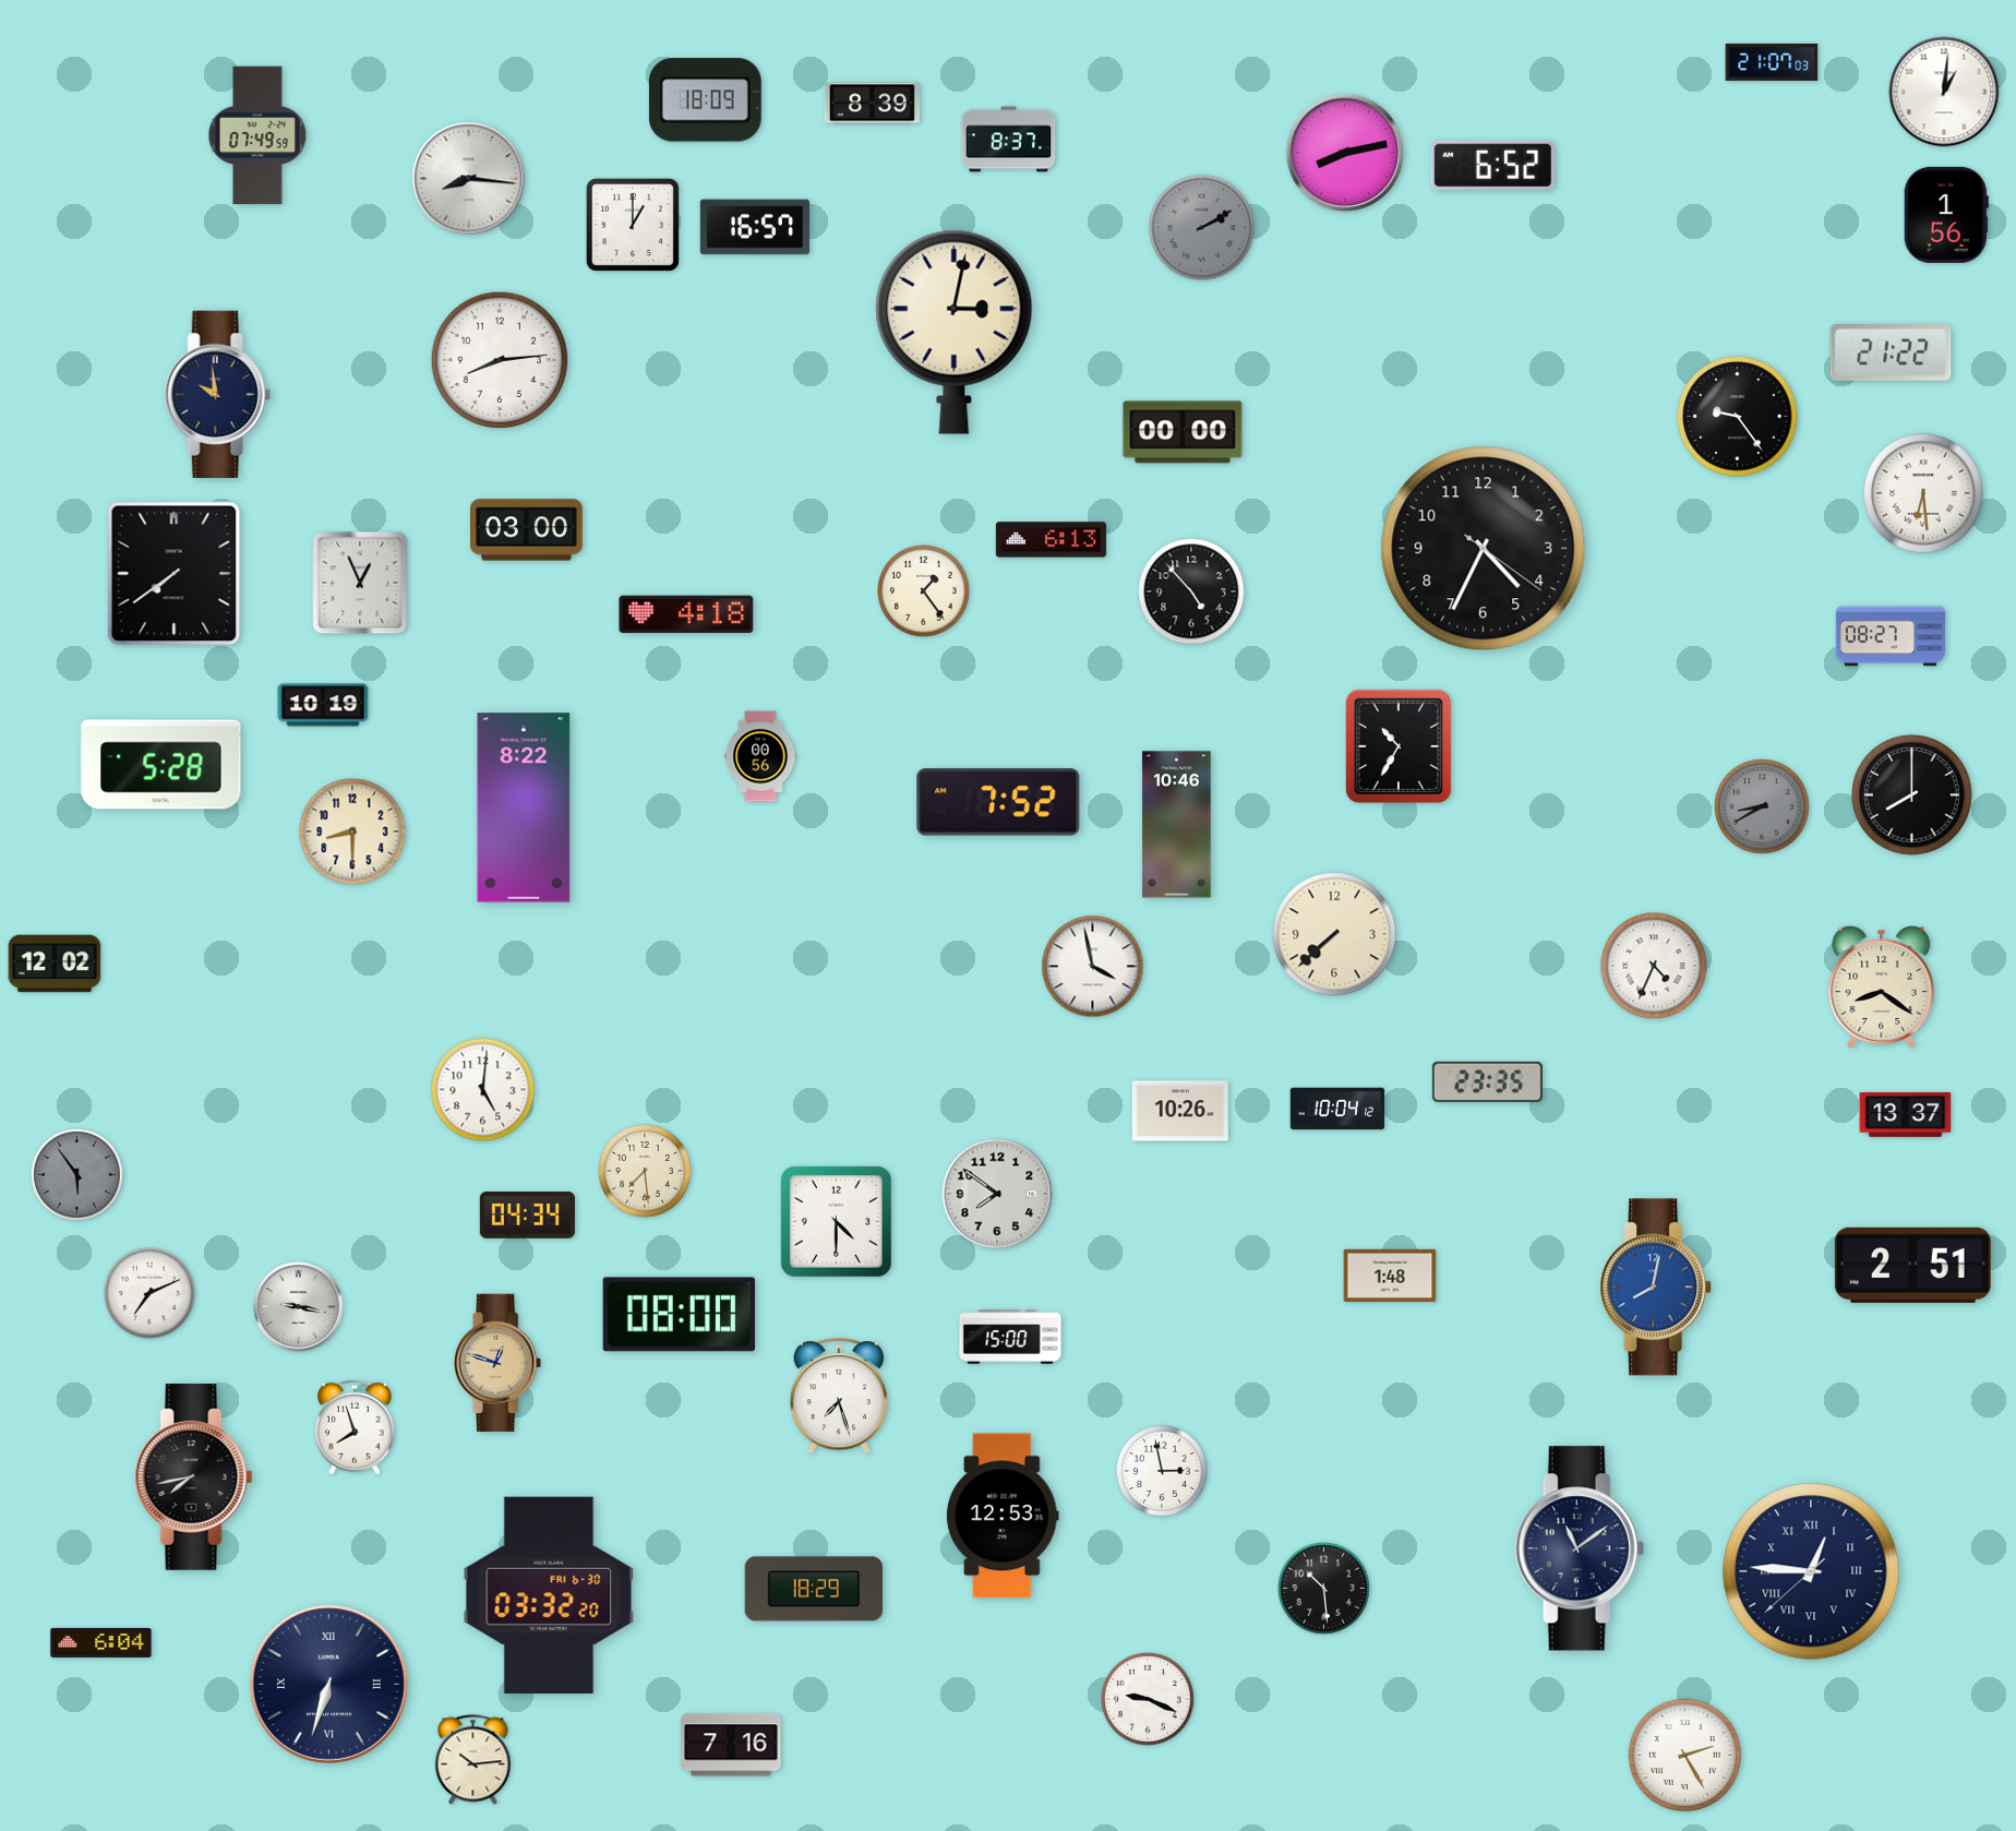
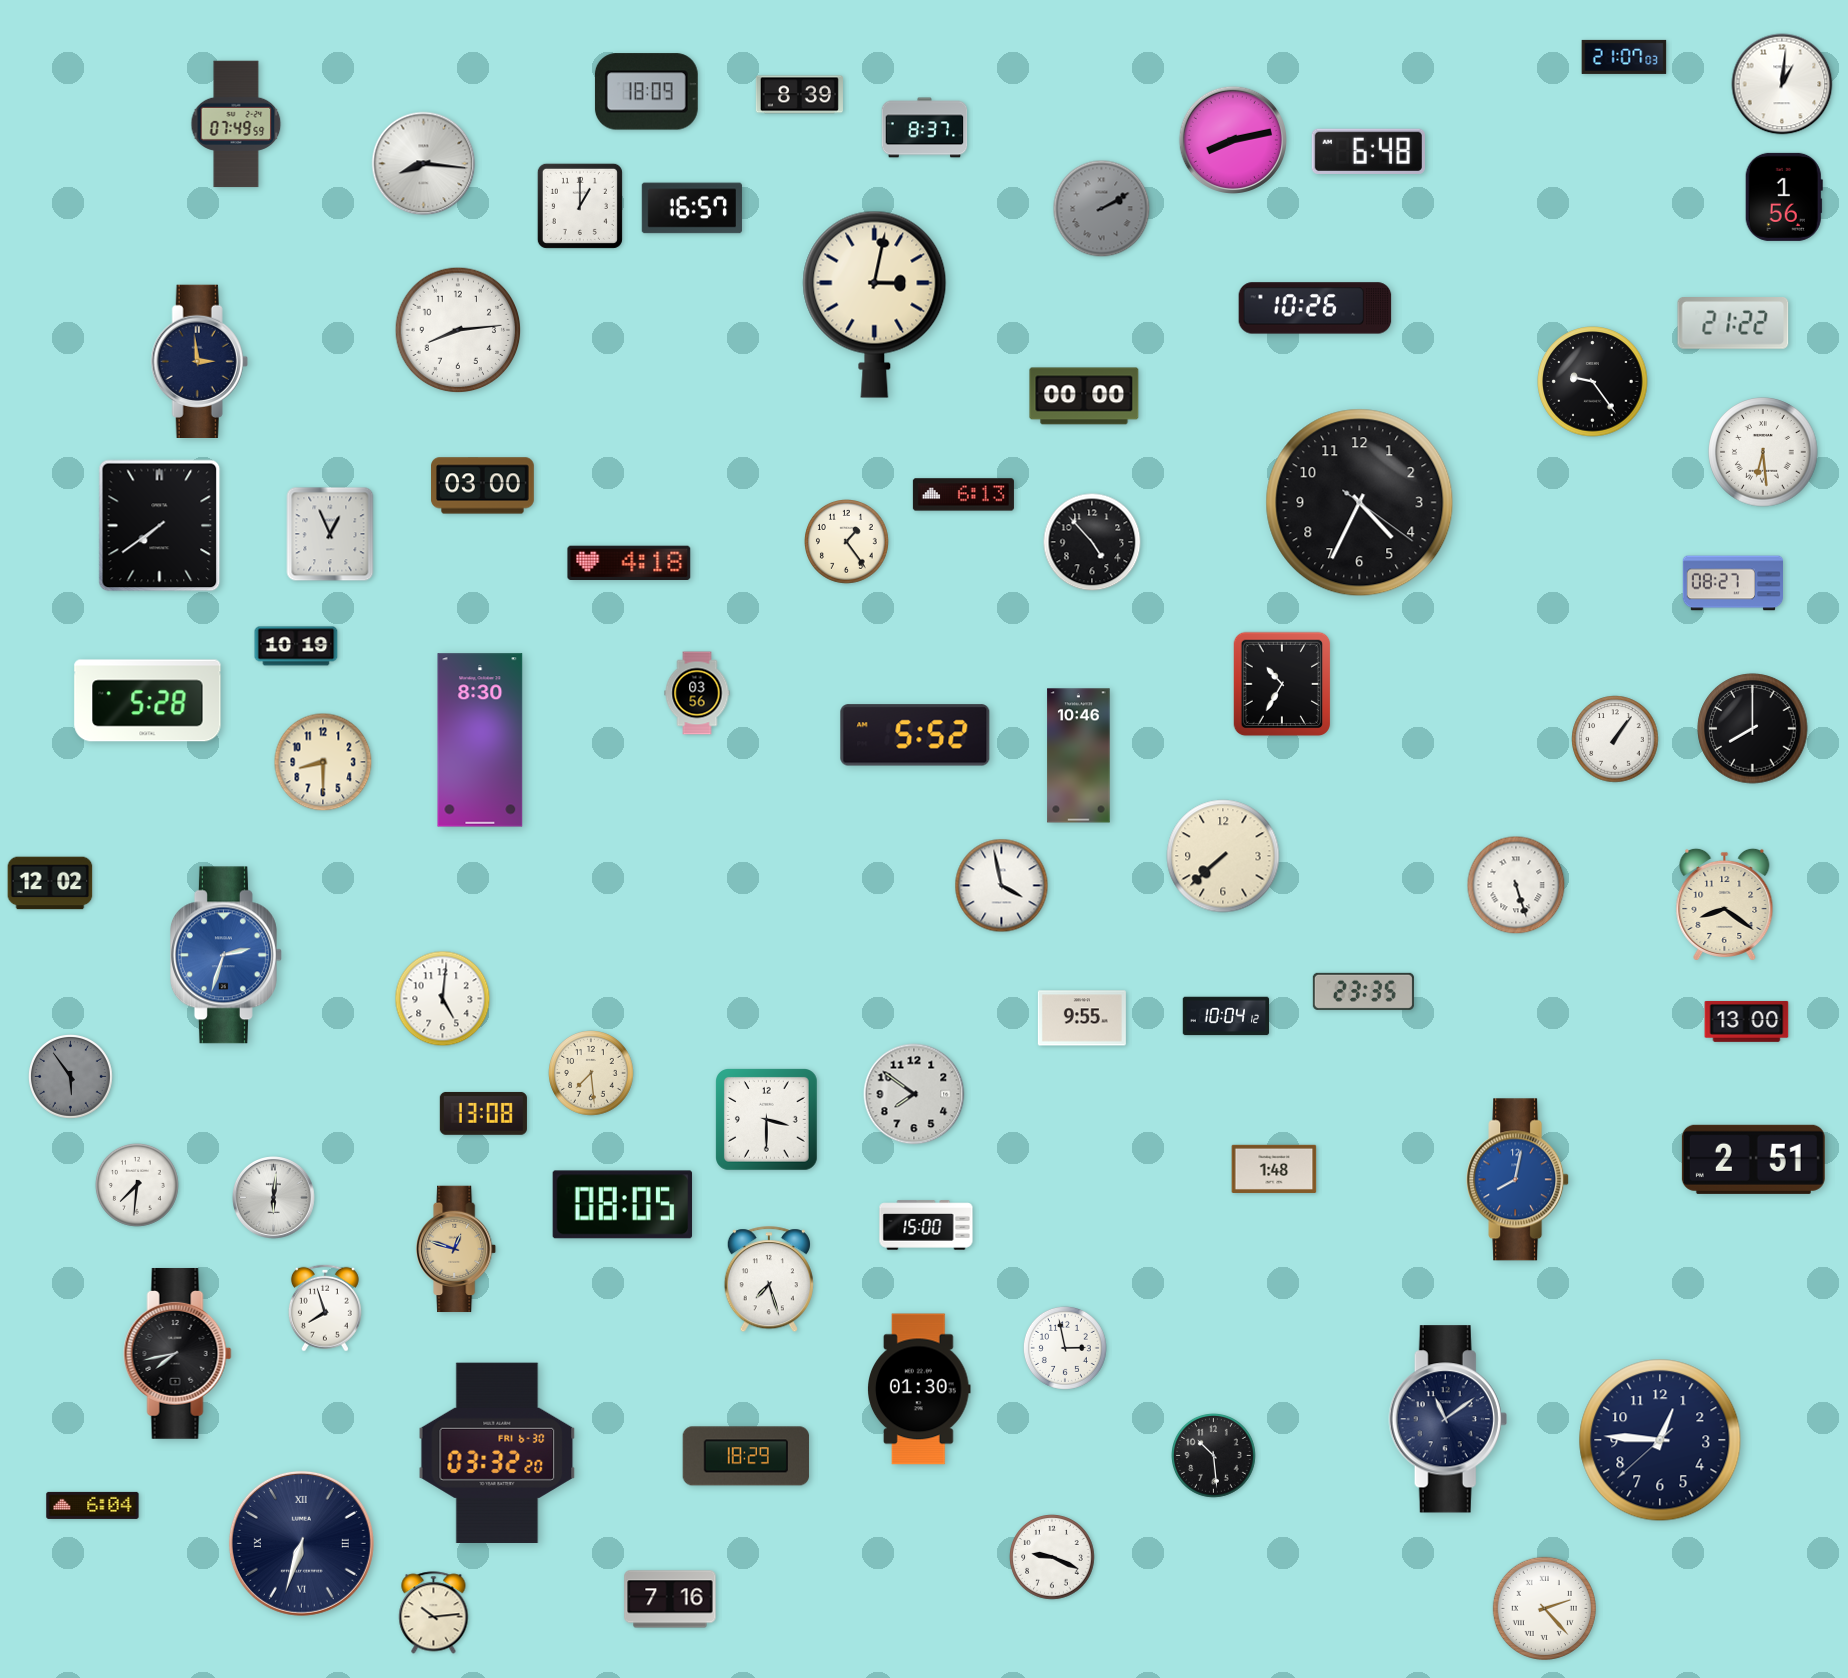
clock at (1492, 165): 6:52 -> 6:48
clock at (469, 179) position: (469, 179) -> (424, 164)
clock at (1315, 308): none -> 10:26
clock at (217, 394): 9:59 -> 2:59
clock at (760, 756): 00:56 -> 03:56
clock at (998, 802): 7:52 -> 5:52
clock at (1762, 806): 8:40 -> 1:06
clock at (1762, 806) dial: grey -> white
clock at (524, 807): 8:22 -> 8:30
clock at (1654, 966): 4:34 -> 5:27
clock at (226, 955): none -> 2:33
clock at (1180, 1111): 10:26 -> 9:55
clock at (1906, 1114): 13:37 -> 13:00
clock at (527, 1214): 04:34 -> 13:08
clock at (837, 1222): 4:30 -> 3:30
clock at (149, 1293): 7:11 -> 7:31
clock at (299, 1307): 9:17 -> 6:01
clock at (680, 1315): 08:00 -> 08:05
clock at (1004, 1516): 12:53 -> 01:30
clock at (1811, 1571) numerals: Roman -> Arabic
clock at (549, 1594) position: (549, 1594) -> (497, 1452)
clock at (1684, 1755): 2:25 -> 2:23
